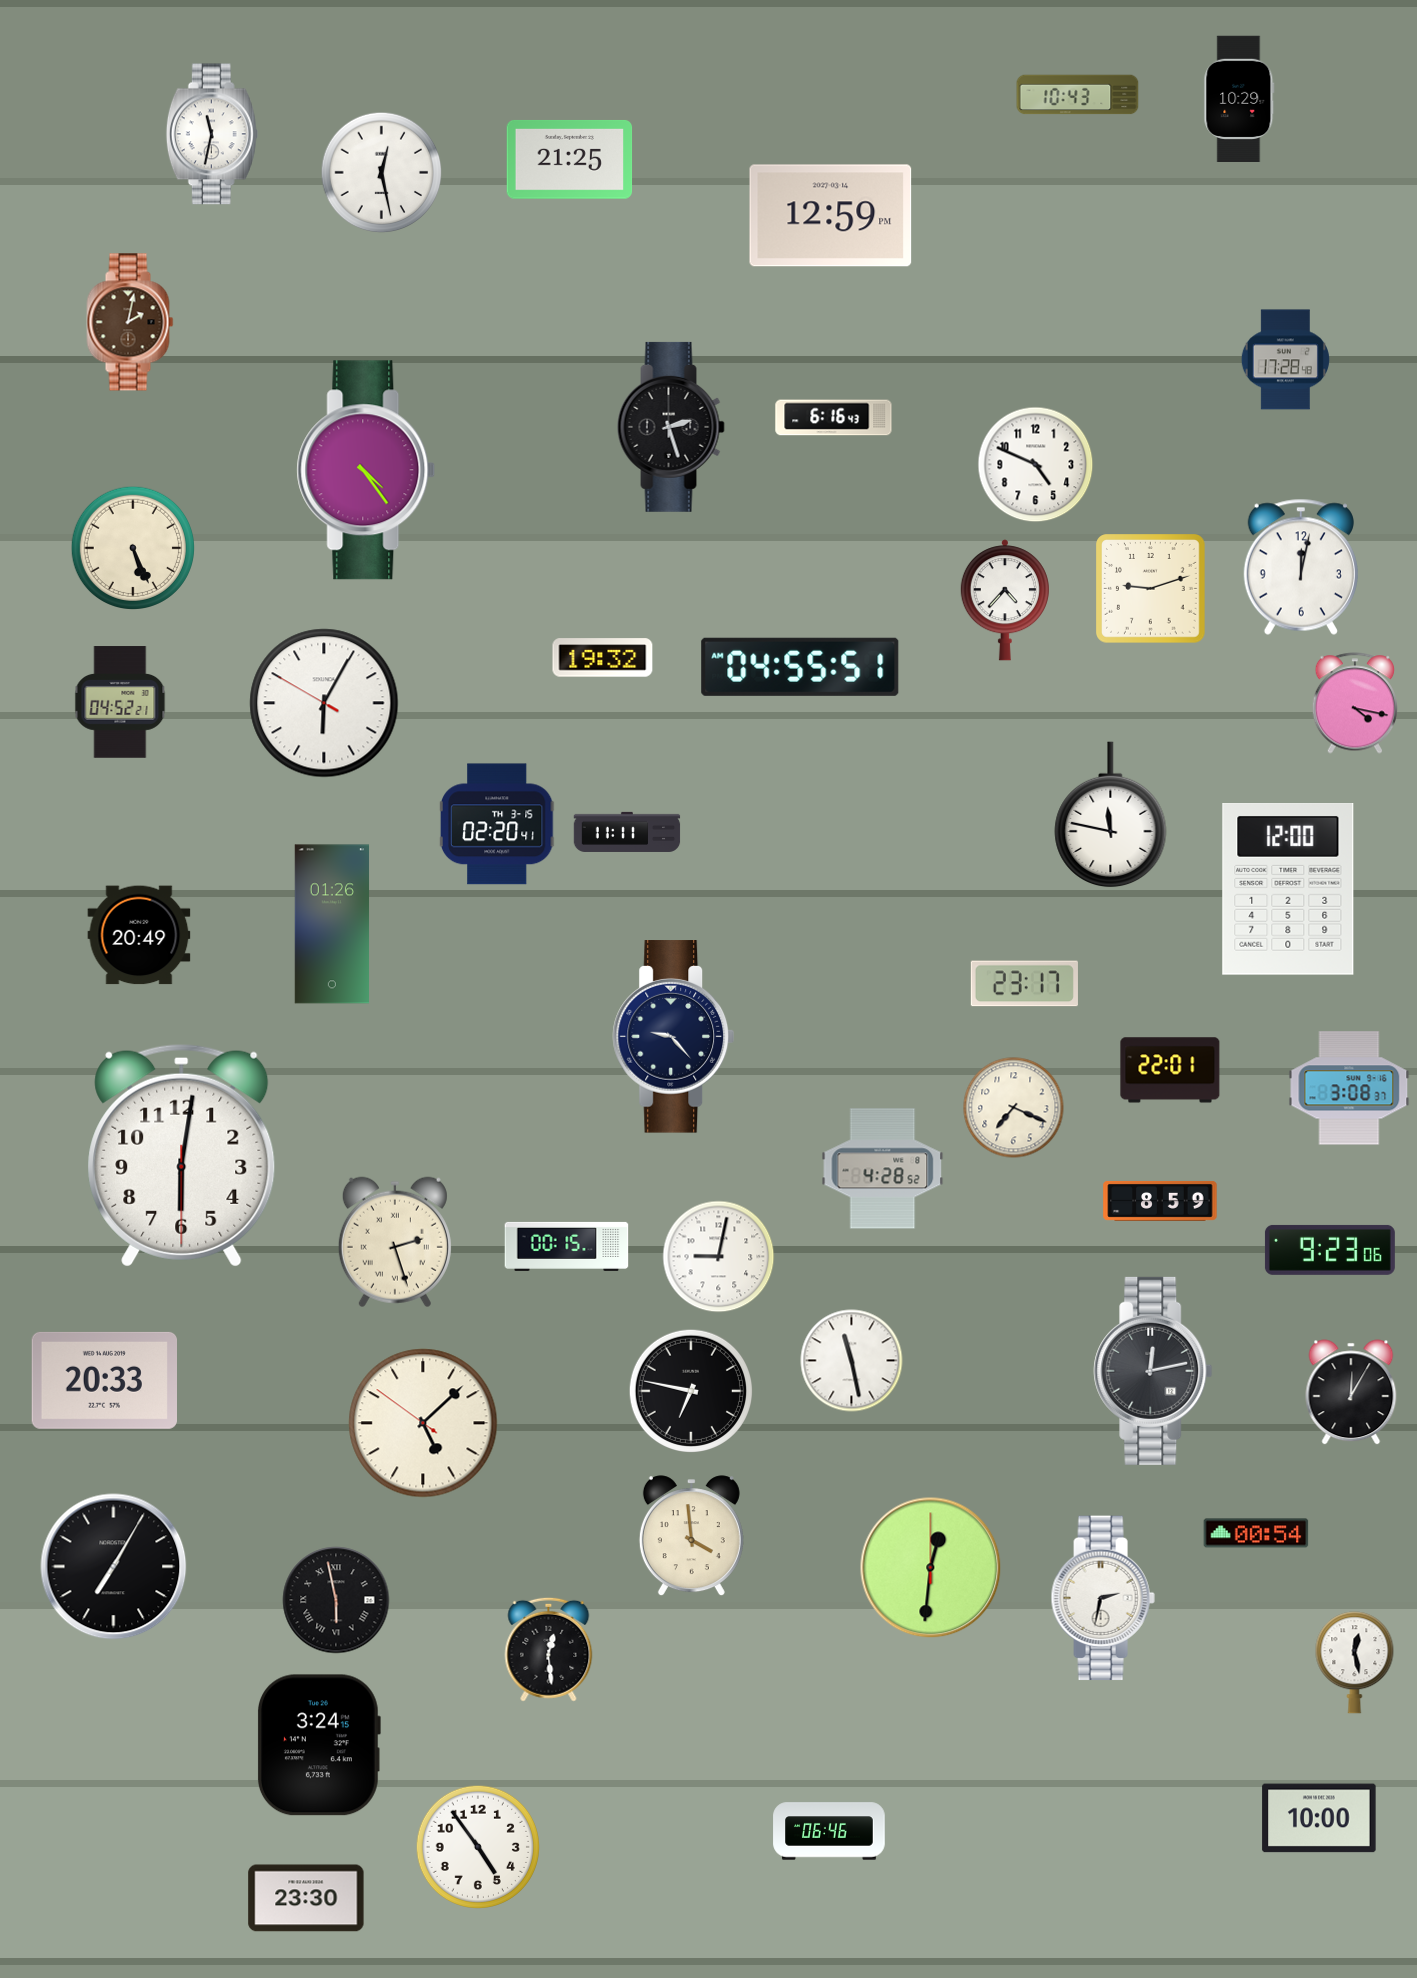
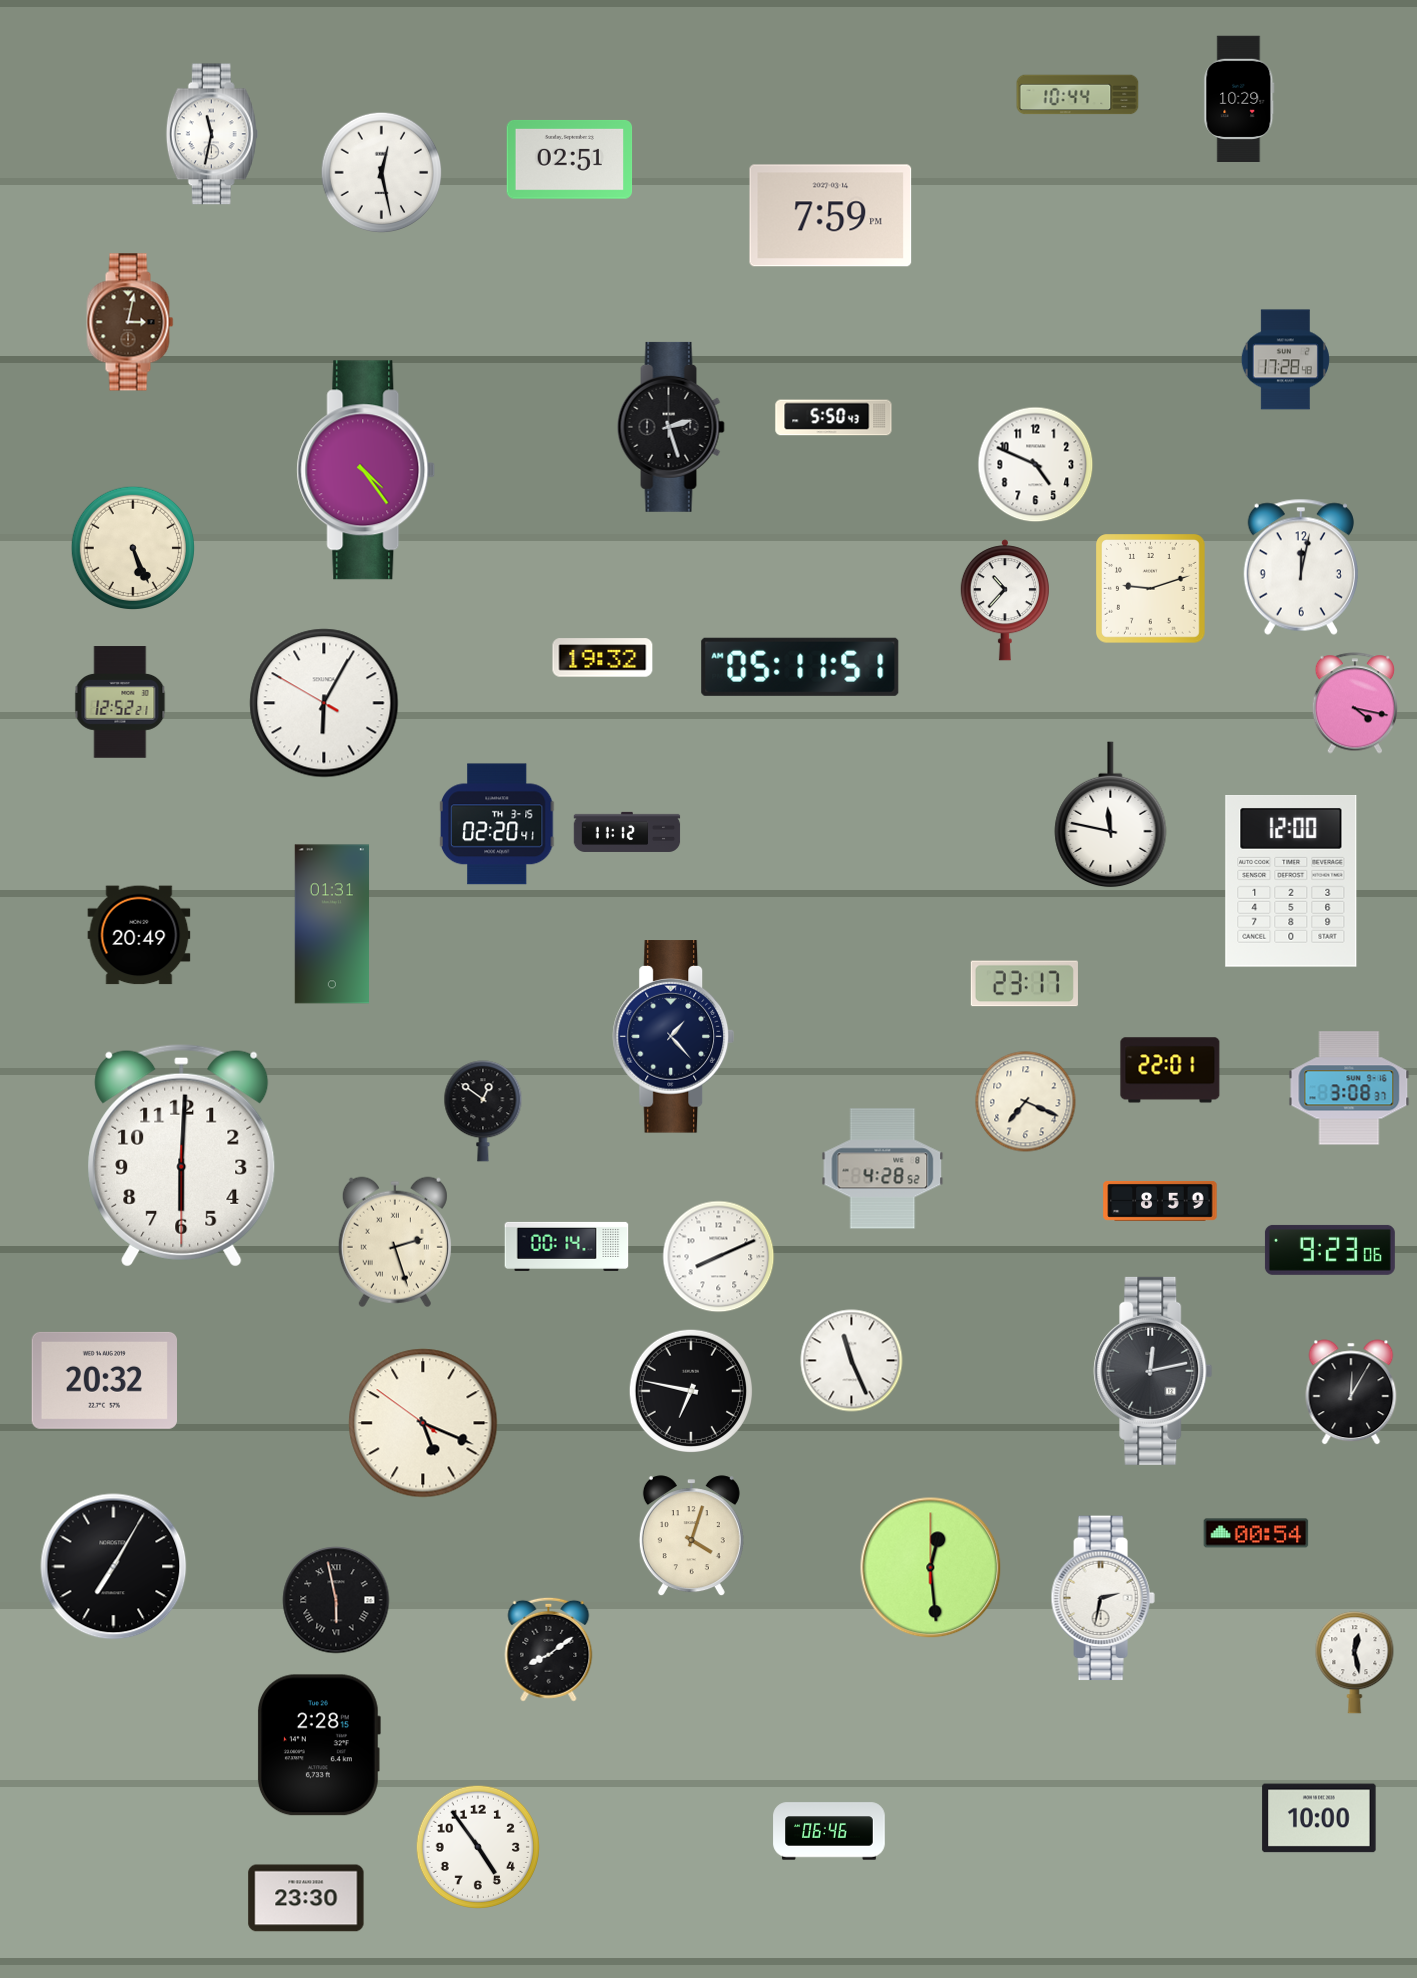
clock at (1078, 95): 10:43 -> 10:44
clock at (570, 159): 21:25 -> 02:51
clock at (831, 216): 12:59 -> 7:59
clock at (130, 322): 2:02 -> 3:02
clock at (834, 418): 6:16 -> 5:50
clock at (1005, 600): 4:37 -> 10:37
clock at (800, 667): 04:55 -> 05:11
clock at (120, 702): 04:52 -> 12:52
clock at (627, 832): 11:11 -> 11:12
clock at (1288, 890) position: (1288, 890) -> (1291, 882)
clock at (332, 924): 01:26 -> 01:31
clock at (674, 1037): 9:23 -> 1:23
clock at (1014, 1108) position: (1014, 1108) -> (1026, 1102)
clock at (483, 1111): none -> 12:51
clock at (182, 1155): 6:01 -> 6:00
clock at (567, 1246): 00:15 -> 00:14
clock at (719, 1257): 9:02 -> 8:11
clock at (852, 1361): 11:28 -> 11:26
clock at (104, 1380): 20:33 -> 20:32
clock at (423, 1423): 5:07 -> 5:18
clock at (691, 1536): 3:59 -> 4:03
clock at (931, 1568): 12:31 -> 12:29
clock at (549, 1649): 12:29 -> 8:09
clock at (318, 1745): 3:24 -> 2:28
